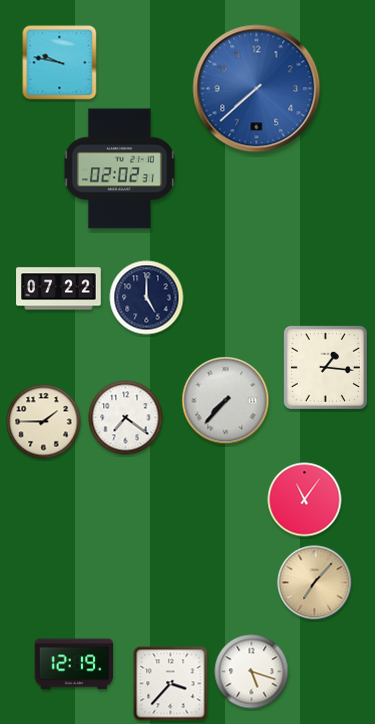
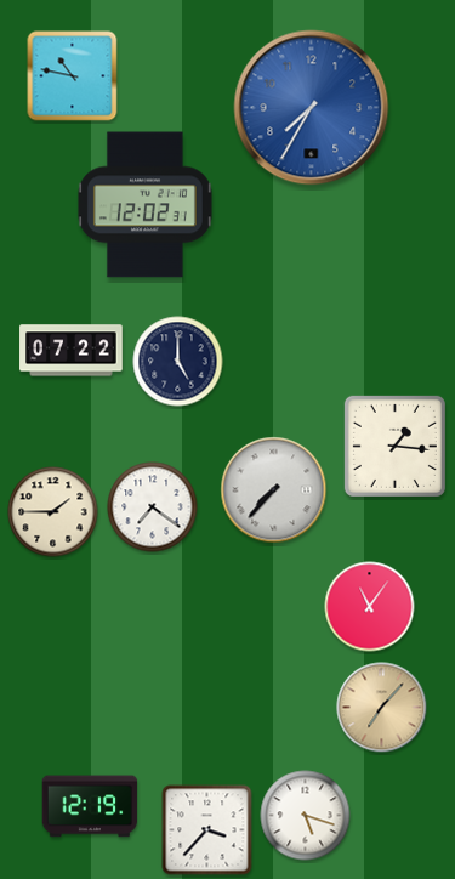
clock at (60, 63): 9:47 -> 10:47
clock at (257, 89): 7:38 -> 7:35
clock at (119, 169): 02:02 -> 12:02
clock at (226, 401) position: (226, 401) -> (274, 490)
